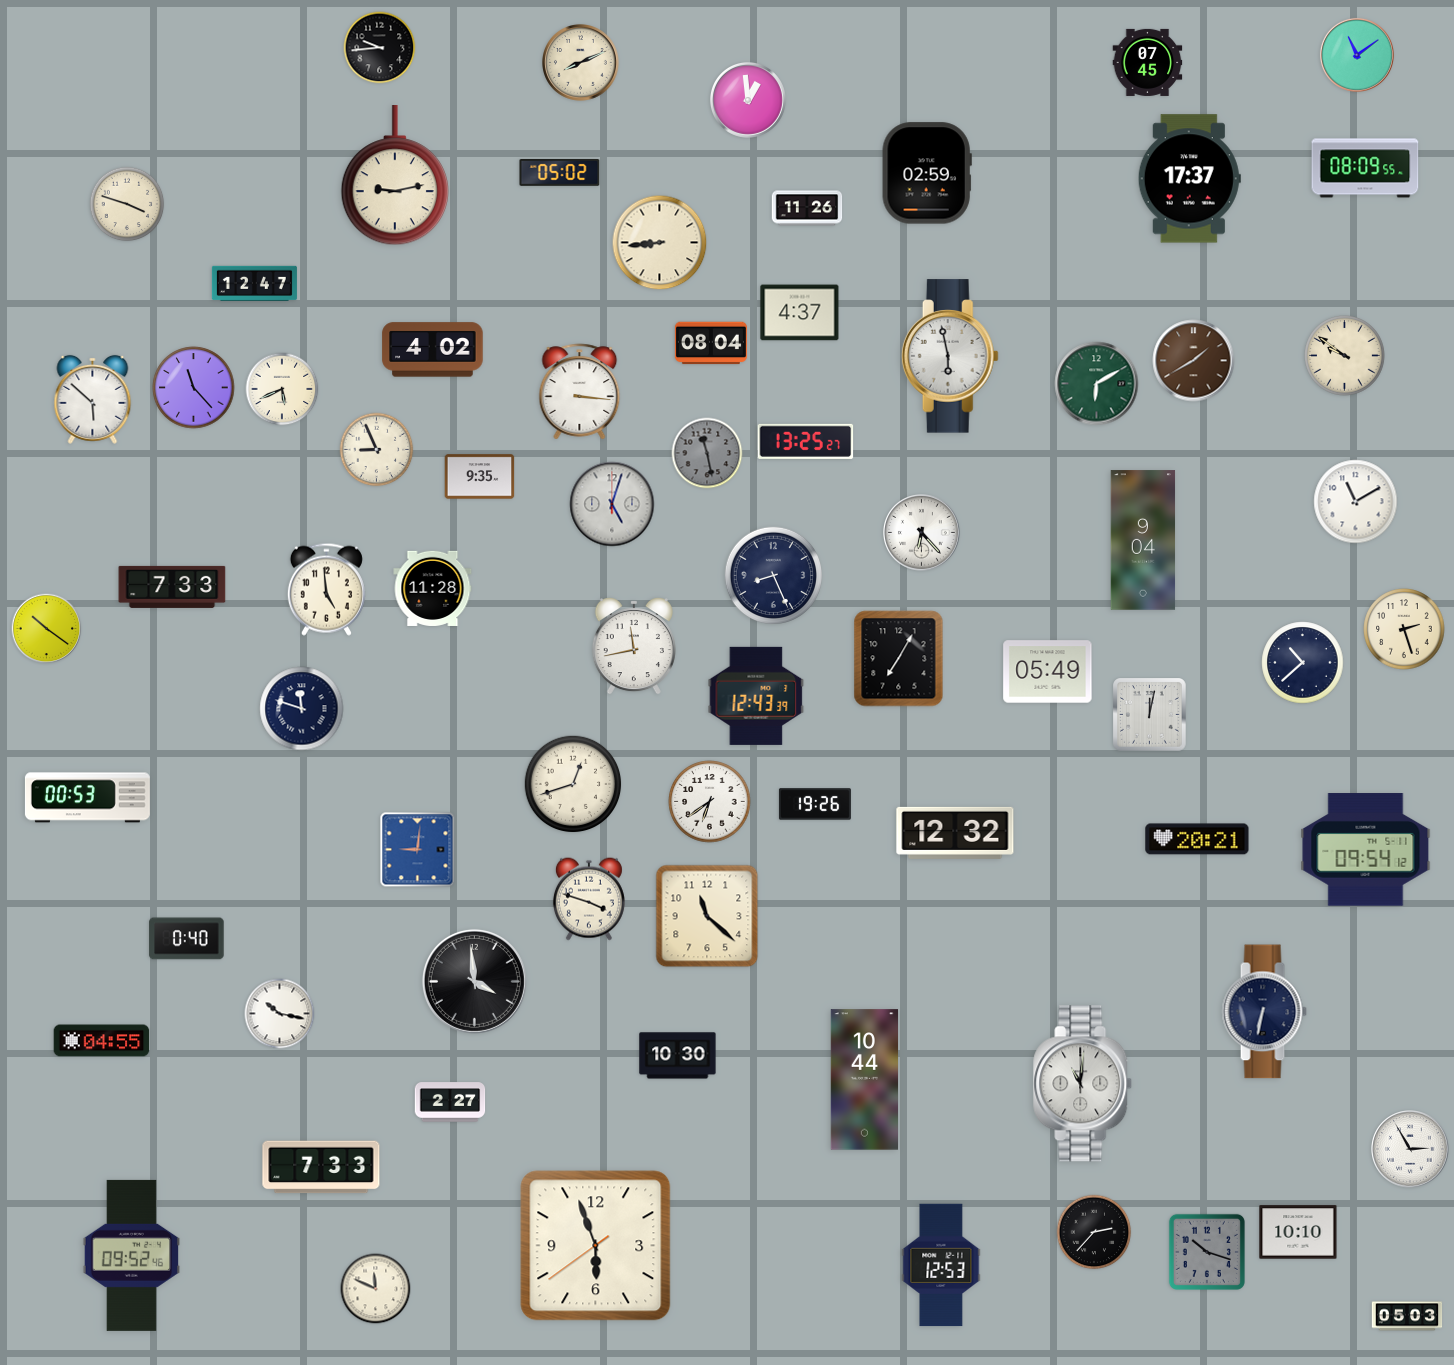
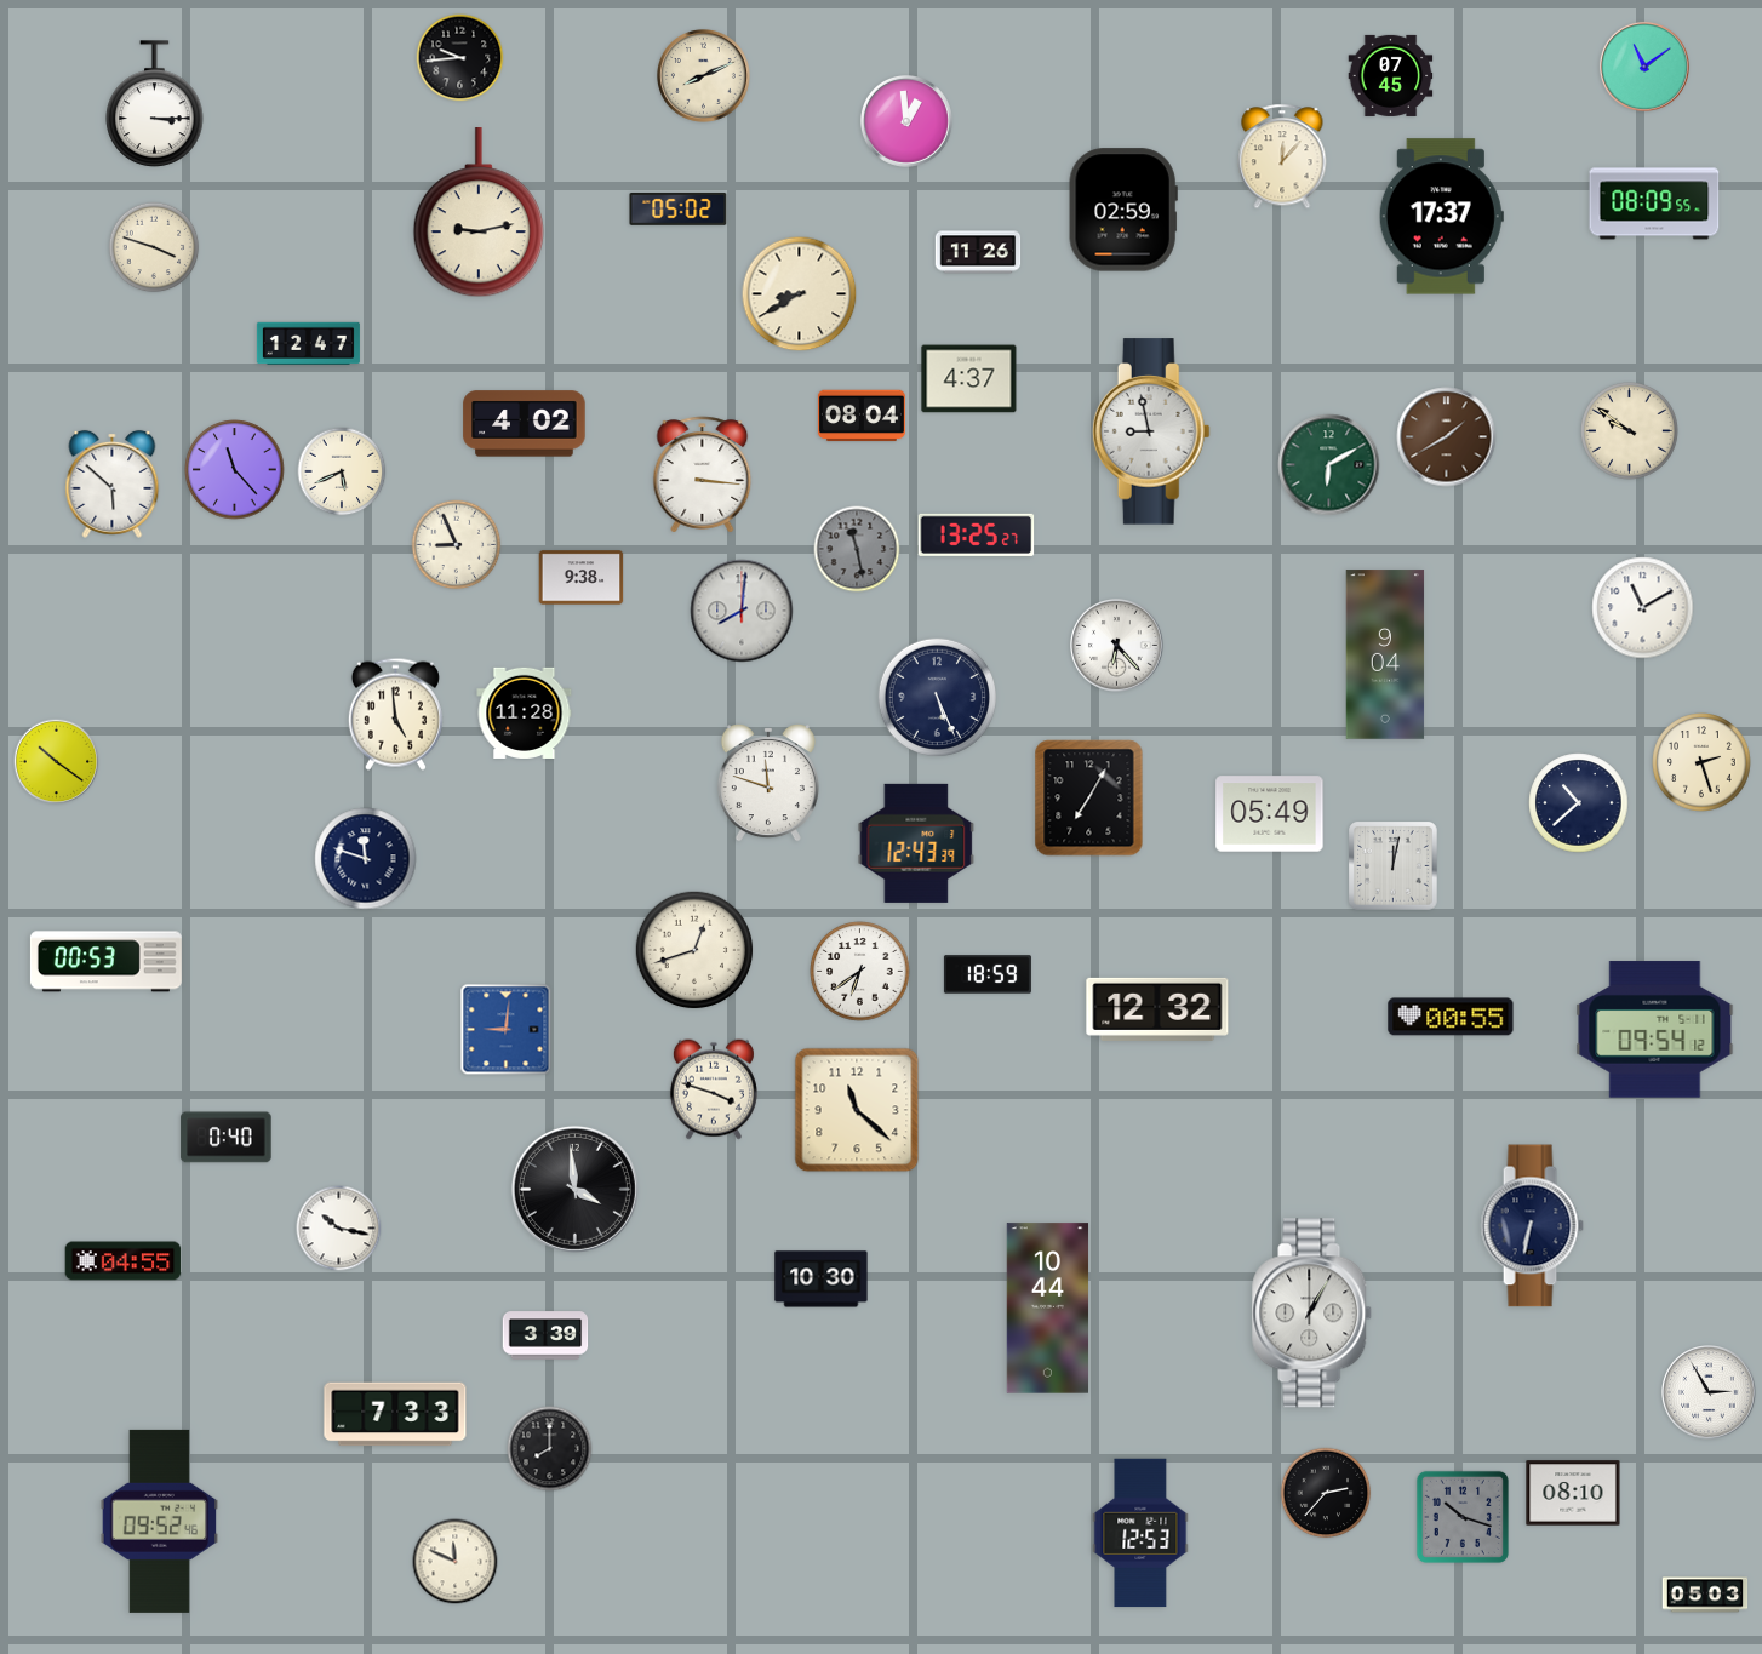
clock at (155, 104): none -> 3:15
clock at (1282, 156): none -> 12:07
clock at (660, 243): 8:44 -> 8:40
clock at (950, 356): 5:58 -> 8:58
clock at (480, 477): 9:35 -> 9:38
clock at (612, 504): 5:03 -> 8:01
clock at (773, 575): 8:26 -> 5:26
clock at (172, 587): 7:33 -> none
clock at (634, 646): 11:43 -> 11:48
clock at (87, 798) position: (87, 798) -> (105, 962)
clock at (815, 804): 19:26 -> 18:59
clock at (1197, 839): 20:21 -> 00:55
clock at (1083, 1084): 11:01 -> 1:05
clock at (450, 1102): 2:27 -> 3:39
clock at (321, 1167) position: (321, 1167) -> (395, 1414)
clock at (550, 1449): none -> 8:00
clock at (1298, 1232): 10:10 -> 08:10
clock at (596, 1246): 5:56 -> none
